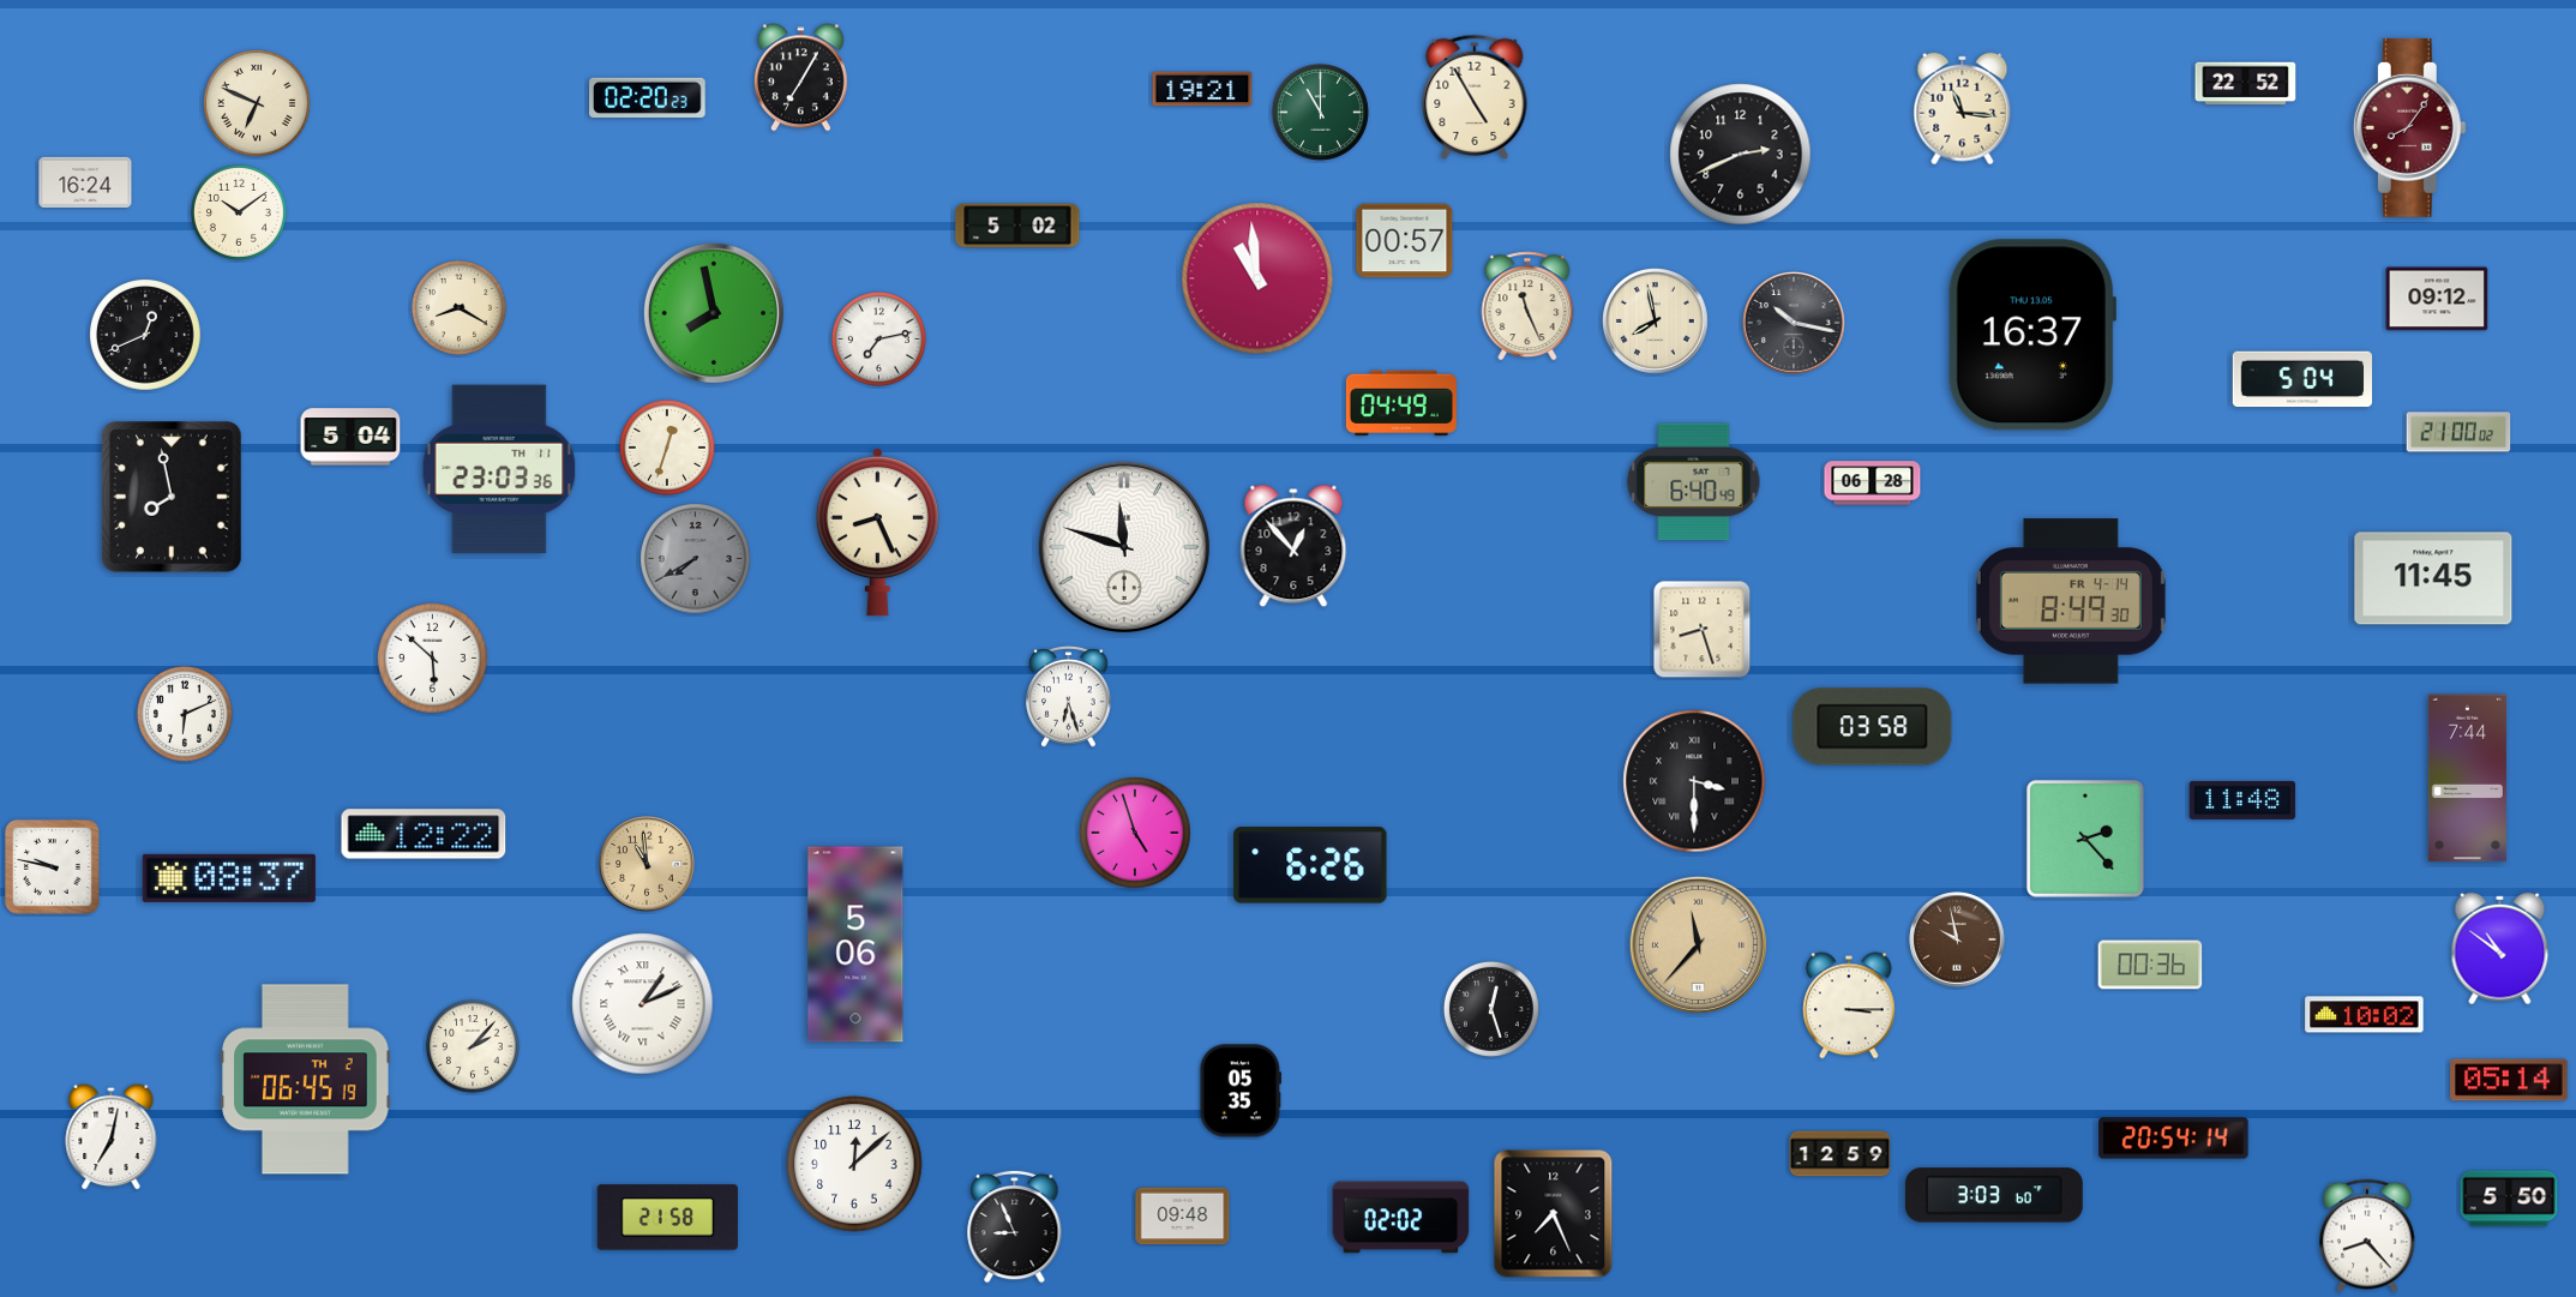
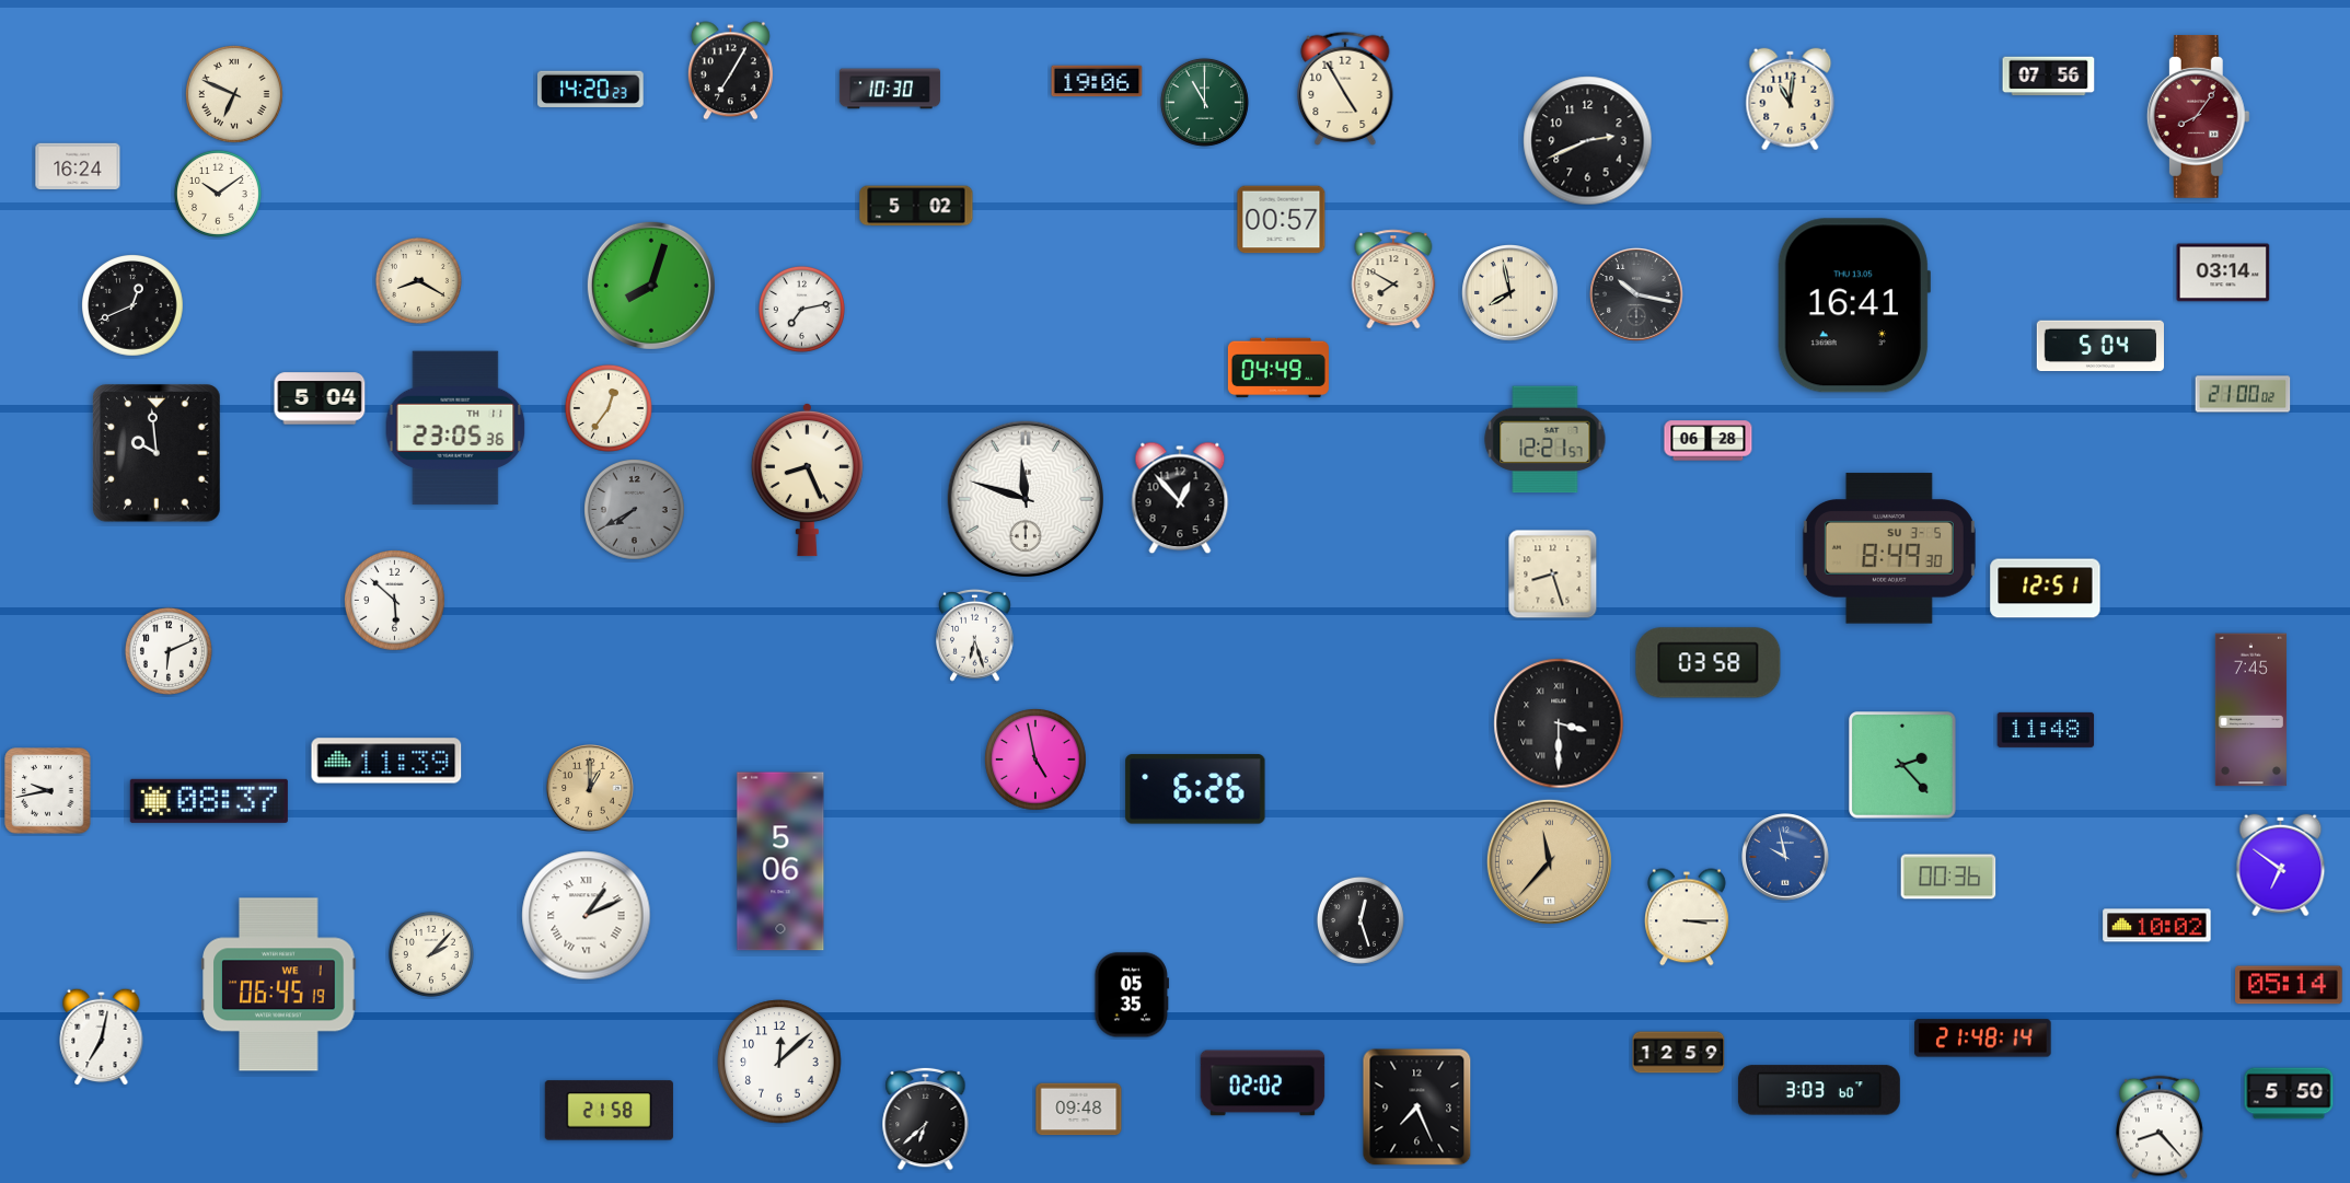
clock at (2246, 84): 22:52 -> 07:56
clock at (1202, 89): 19:21 -> 19:06
clock at (648, 97): 02:20 -> 14:20
clock at (890, 89): none -> 10:30
clock at (1963, 109): 11:16 -> 11:01
clock at (1017, 226) position: (1017, 226) -> (916, 206)
clock at (1257, 278): 10:59 -> none
clock at (2437, 299): 09:12 -> 03:14
clock at (1527, 306): 11:26 -> 7:50
clock at (714, 313): 7:58 -> 8:03
clock at (2032, 335): 16:37 -> 16:41
clock at (667, 448): 12:33 -> 12:36
clock at (499, 469): 23:03 -> 23:05
clock at (1694, 482): 6:40 -> 12:21
clock at (172, 497): 7:58 -> 9:59
clock at (877, 532) position: (877, 532) -> (807, 479)
clock at (2433, 578): 11:45 -> none
clock at (2071, 601) date: FR 4-14 -> SU 3-5
clock at (2046, 589): none -> 12:51
clock at (2467, 779): 7:44 -> 7:45
clock at (1694, 781) position: (1694, 781) -> (1559, 723)
clock at (424, 834): 12:22 -> 11:39
clock at (1136, 834): 4:57 -> 4:58
clock at (647, 864): 10:59 -> 1:00
clock at (53, 867): 9:47 -> 9:43
clock at (1957, 939) dial: brown -> blue
clock at (2500, 949): 10:51 -> 6:51
clock at (2150, 965) position: (2150, 965) -> (1948, 877)
clock at (306, 1080) date: TH 2 -> WE 1
clock at (2174, 1139): 20:54 -> 21:48
clock at (1401, 1218) position: (1401, 1218) -> (1263, 1083)
clock at (1015, 1226): 8:56 -> 6:38
